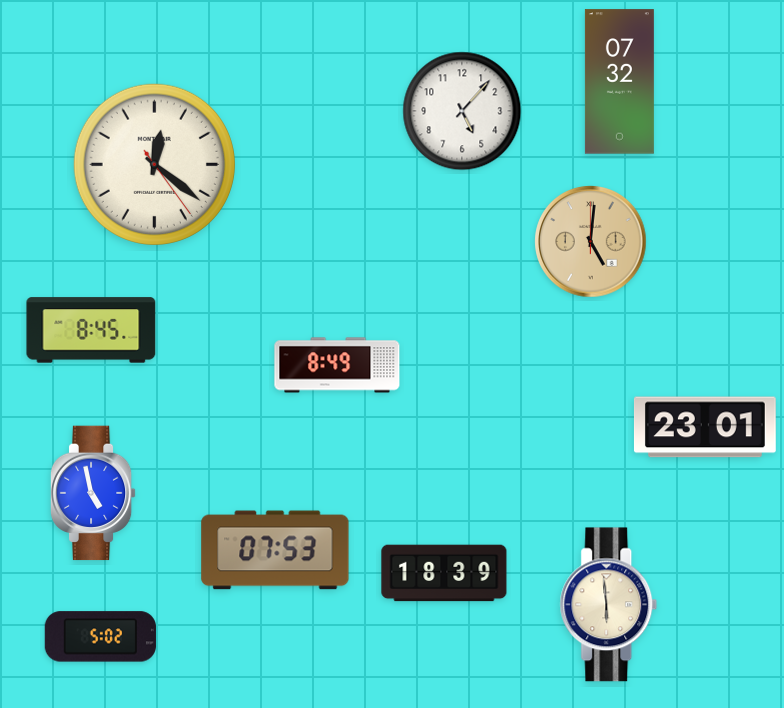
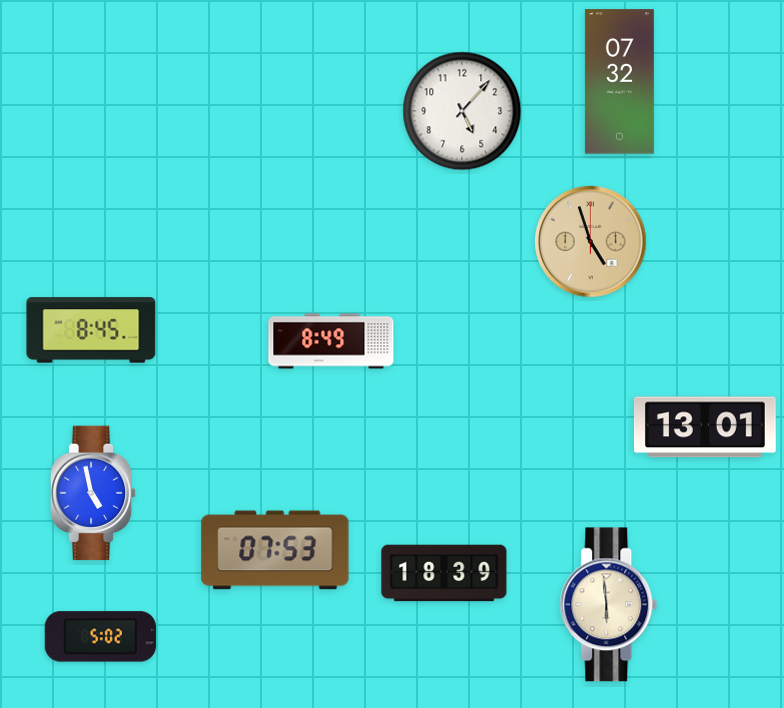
clock at (154, 164): 12:21 -> none
clock at (591, 242): 5:01 -> 4:57
clock at (337, 365) position: (337, 365) -> (331, 341)
clock at (705, 427): 23:01 -> 13:01
